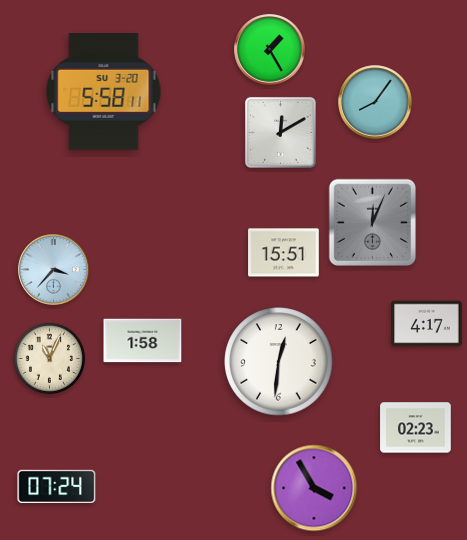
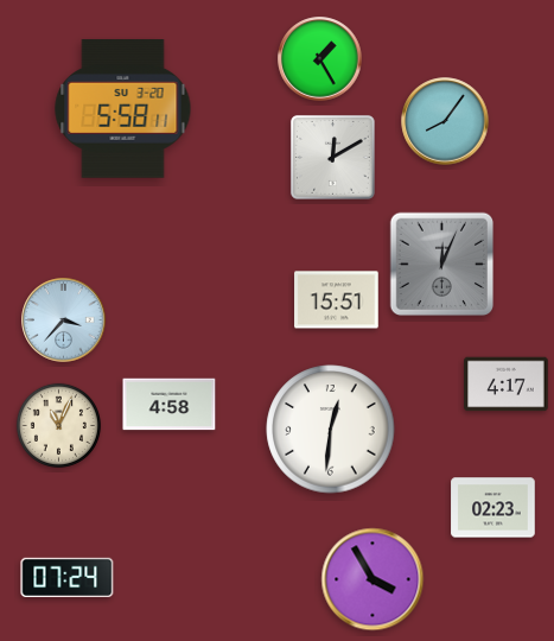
clock at (143, 341): 1:58 -> 4:58
